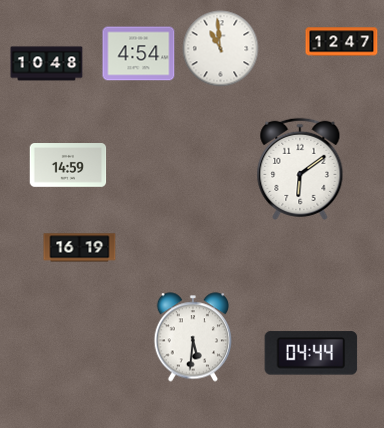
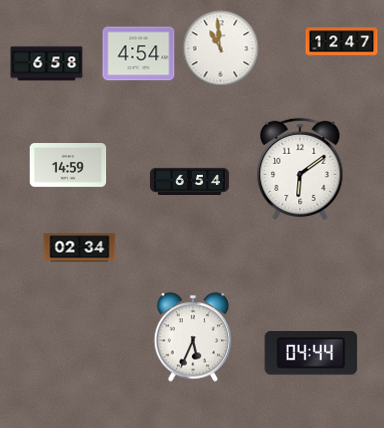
clock at (47, 64): 10:48 -> 6:58
clock at (189, 181): none -> 6:54
clock at (80, 248): 16:19 -> 02:34
clock at (192, 337): 5:31 -> 5:34
